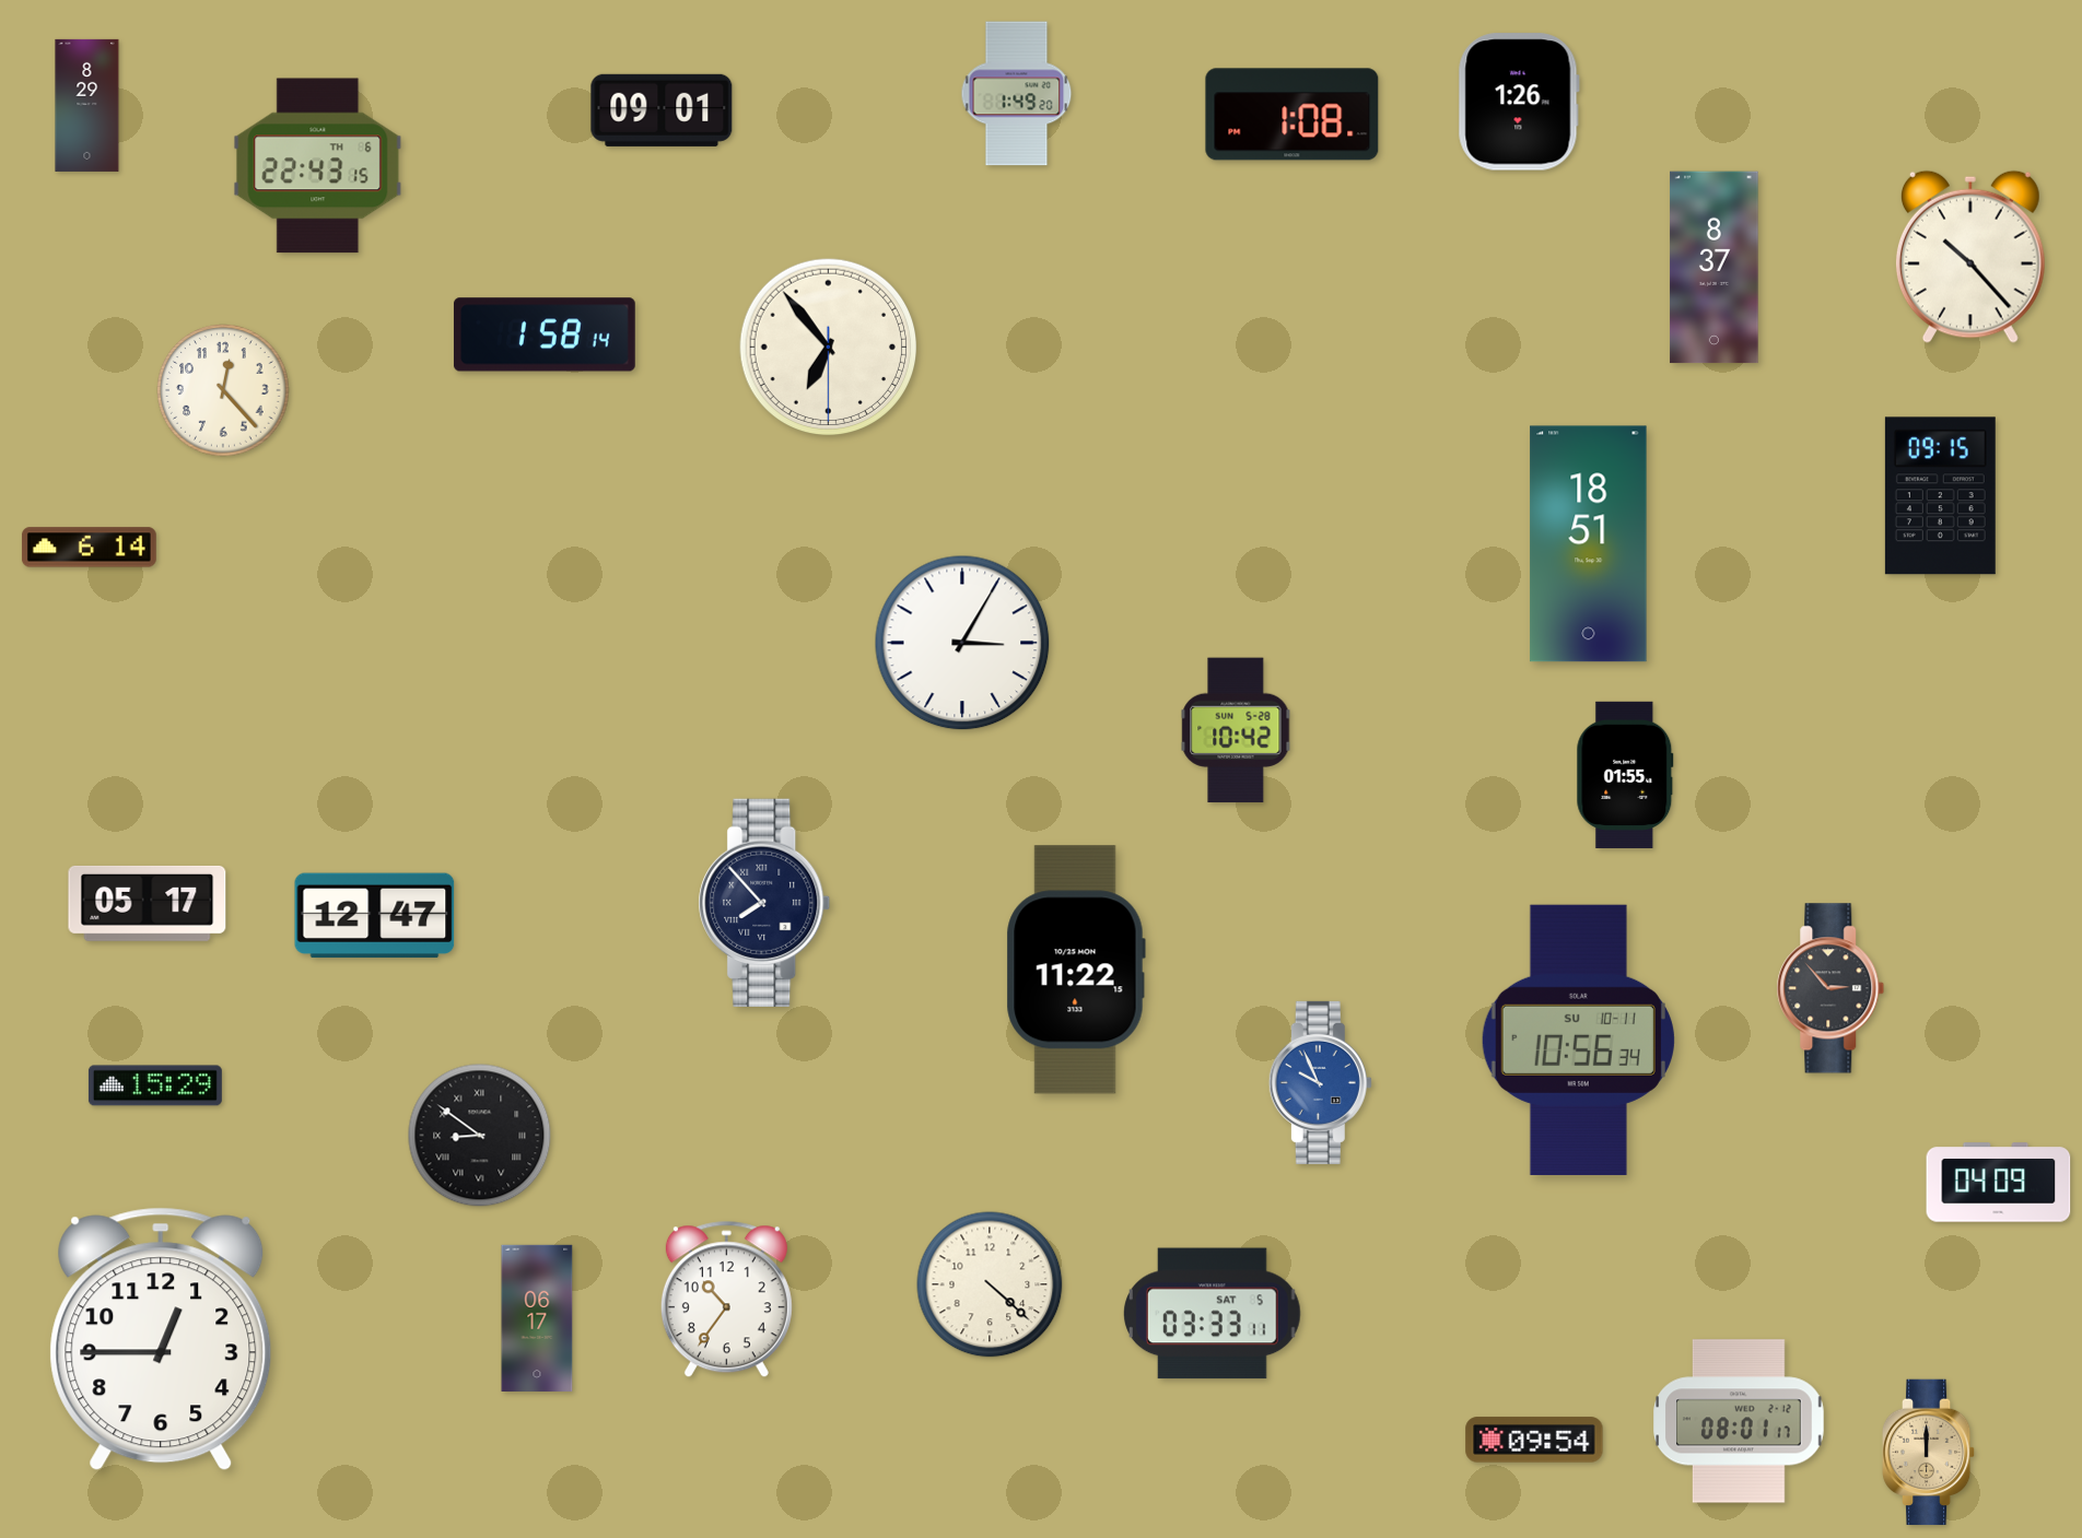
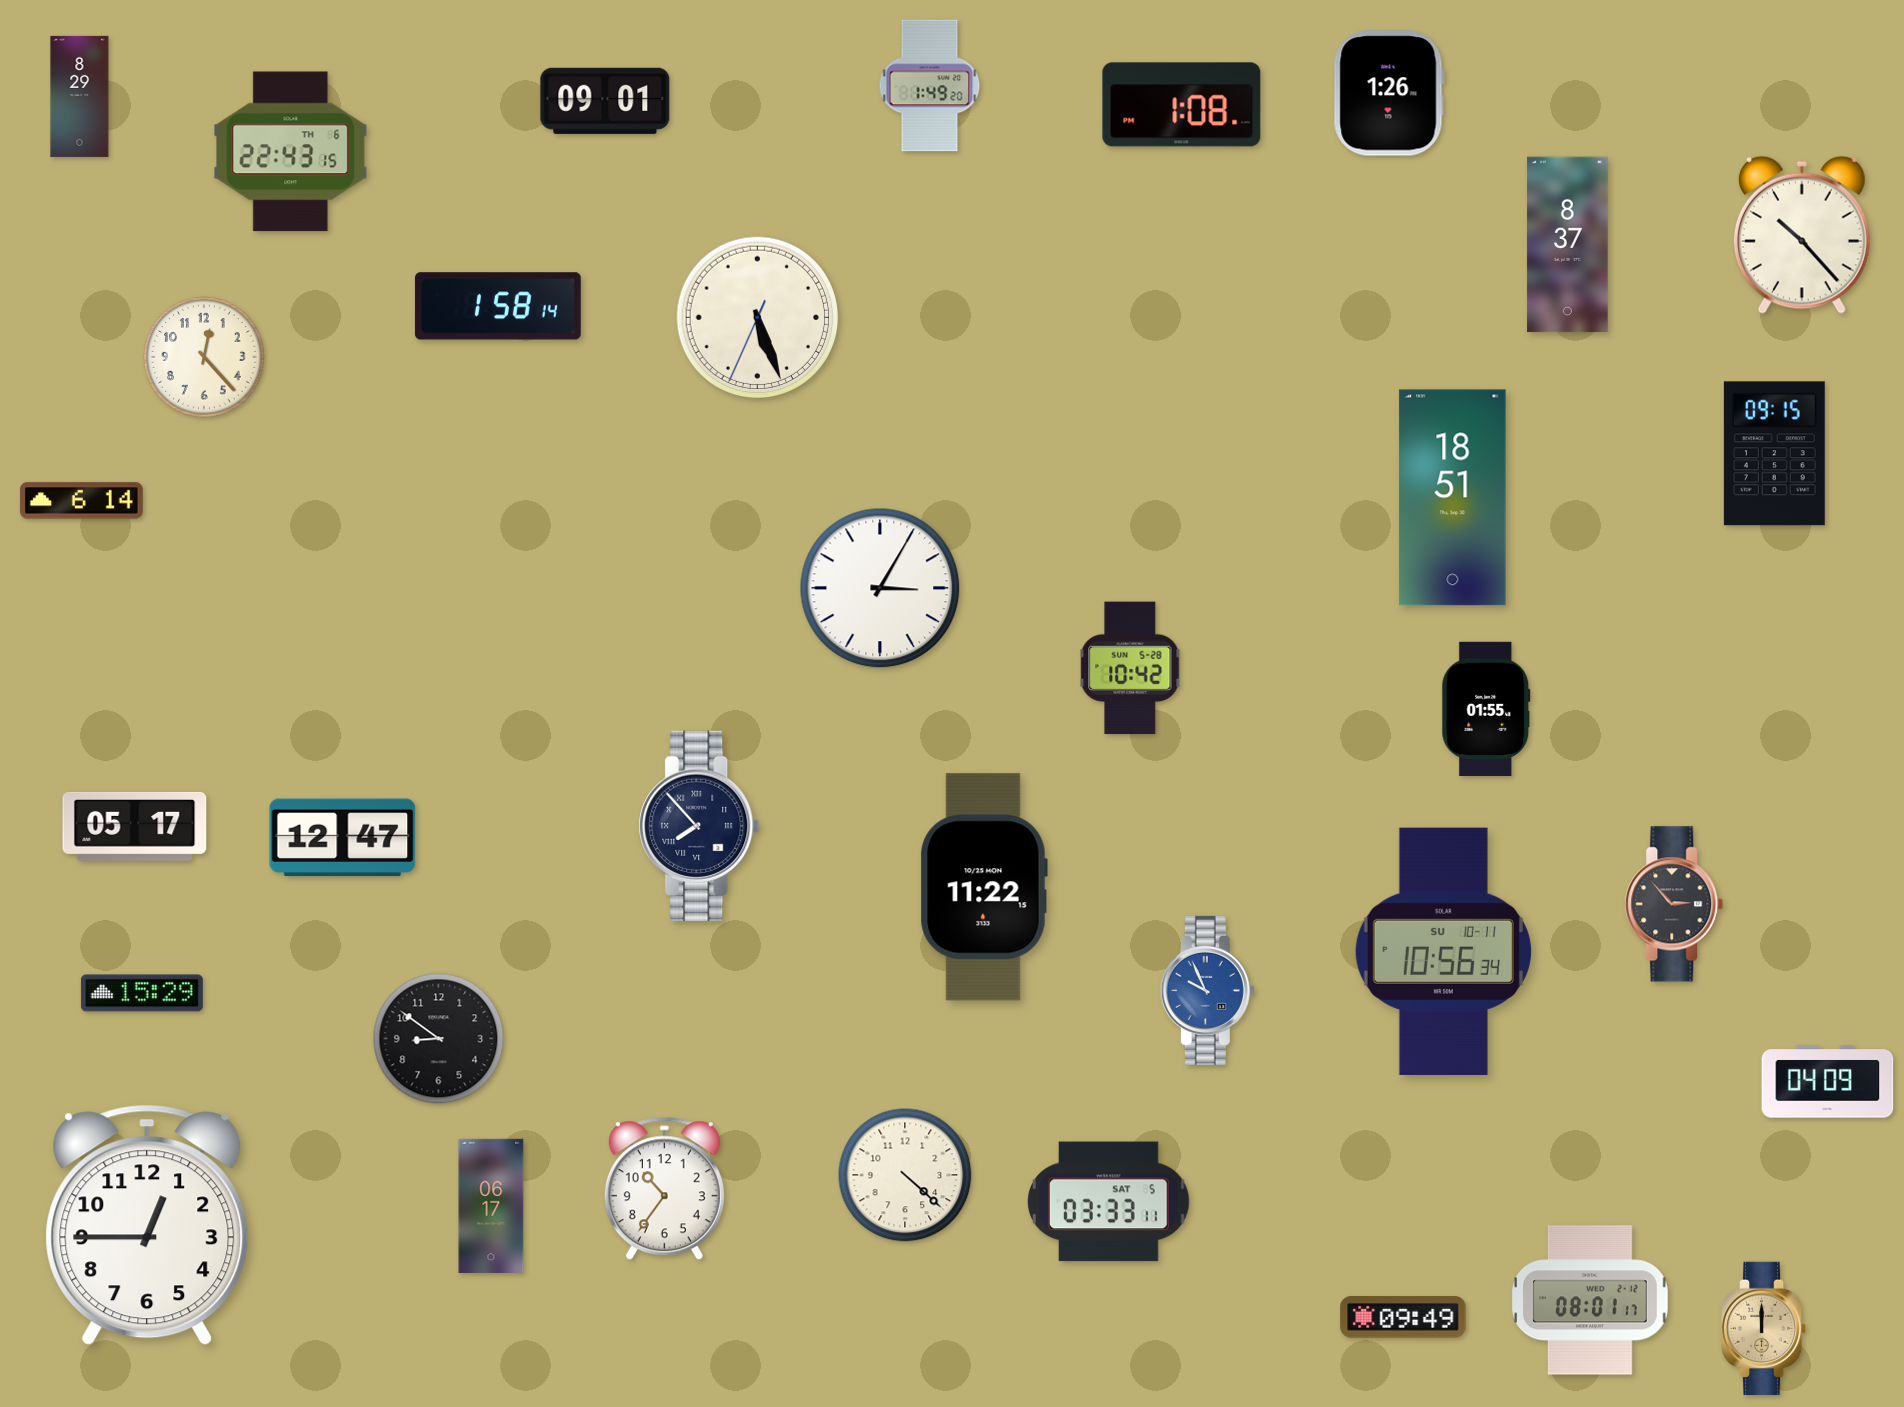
clock at (829, 348): 6:53 -> 5:26
clock at (480, 1136) numerals: Roman -> Arabic
clock at (1534, 1440): 09:54 -> 09:49
